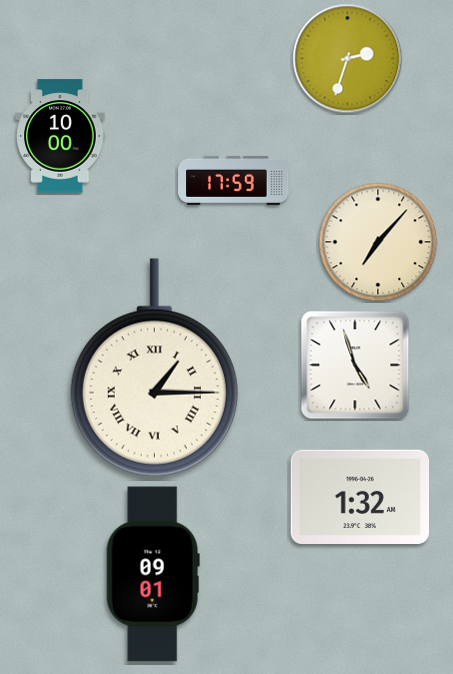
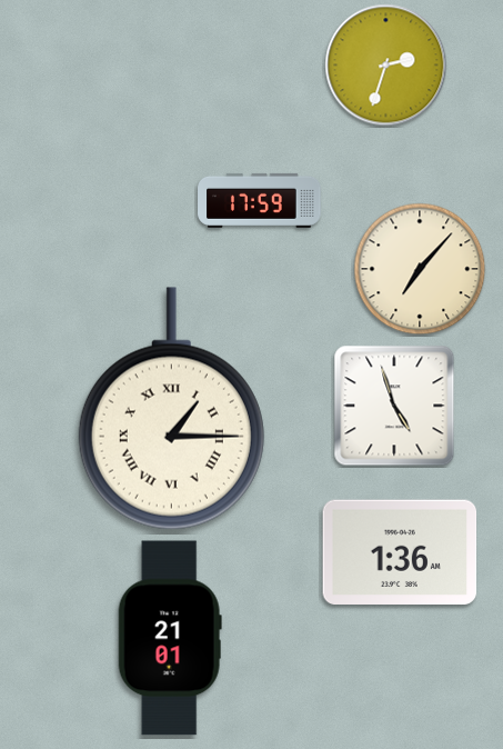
clock at (60, 136): 10:00 -> none
clock at (360, 497): 1:32 -> 1:36
clock at (153, 574): 09:01 -> 21:01
